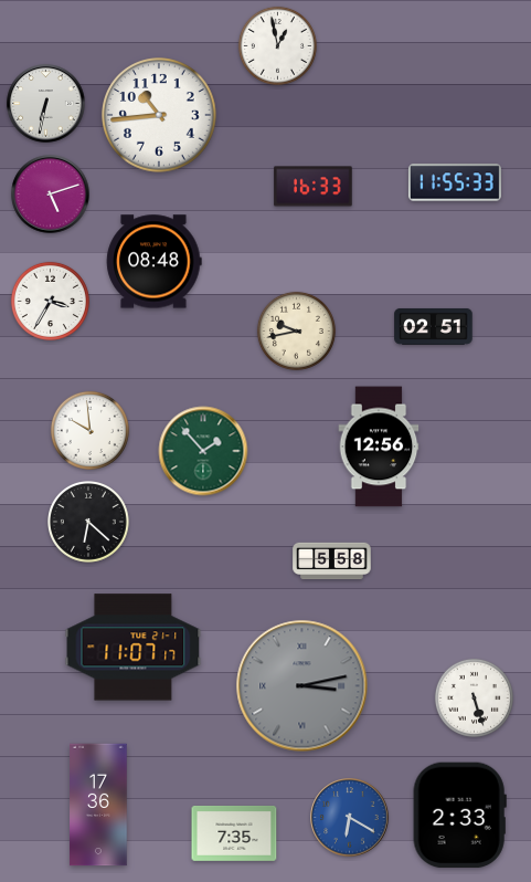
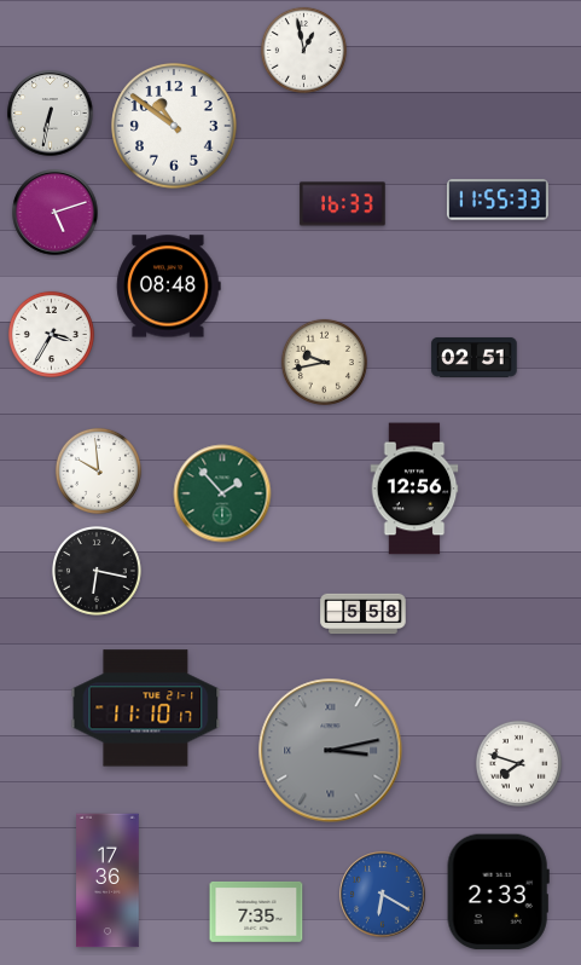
clock at (160, 116): 10:44 -> 10:51
clock at (50, 301) position: (50, 301) -> (51, 334)
clock at (89, 523): 6:22 -> 6:17
clock at (134, 648): 11:07 -> 11:10
clock at (474, 697): 5:27 -> 7:48
clock at (459, 816) position: (459, 816) -> (498, 892)
